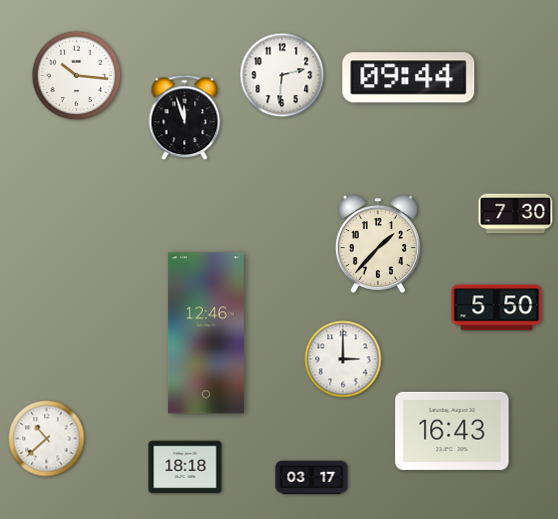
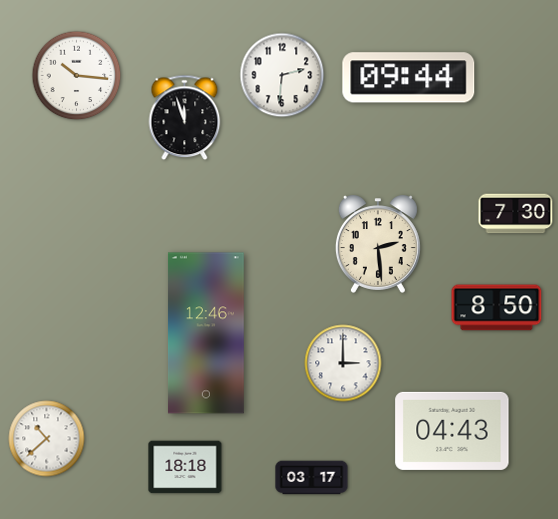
clock at (378, 244): 1:37 -> 2:29
clock at (497, 308): 5:50 -> 8:50
clock at (343, 359) position: (343, 359) -> (343, 363)
clock at (452, 431): 16:43 -> 04:43
